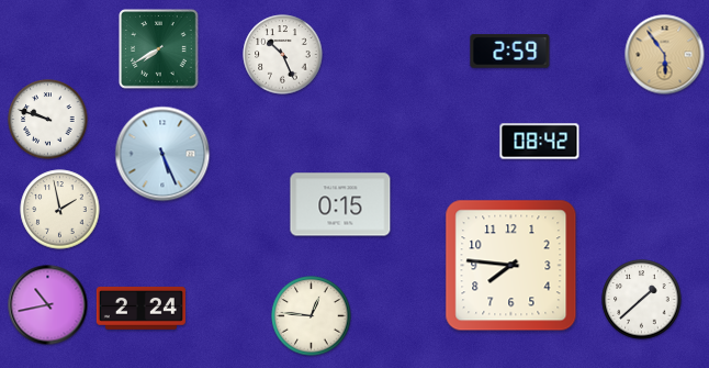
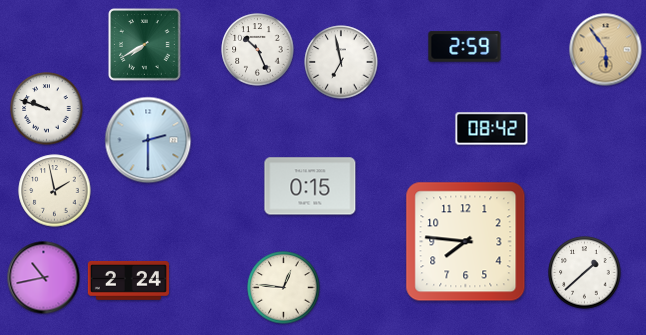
clock at (341, 62): none -> 6:58
clock at (48, 120) position: (48, 120) -> (47, 109)
clock at (162, 154): 5:26 -> 2:30
